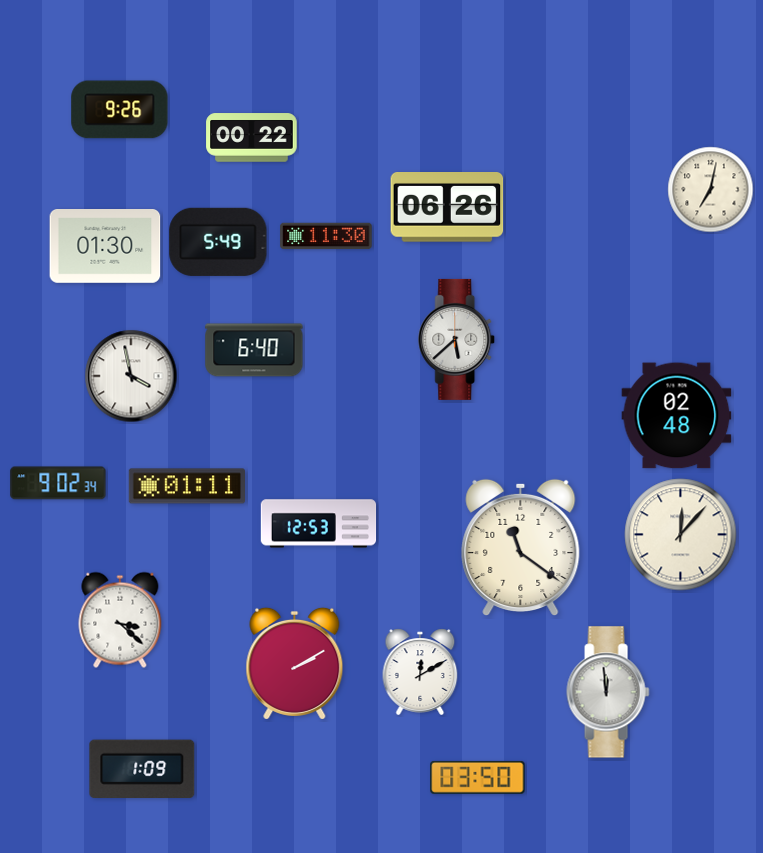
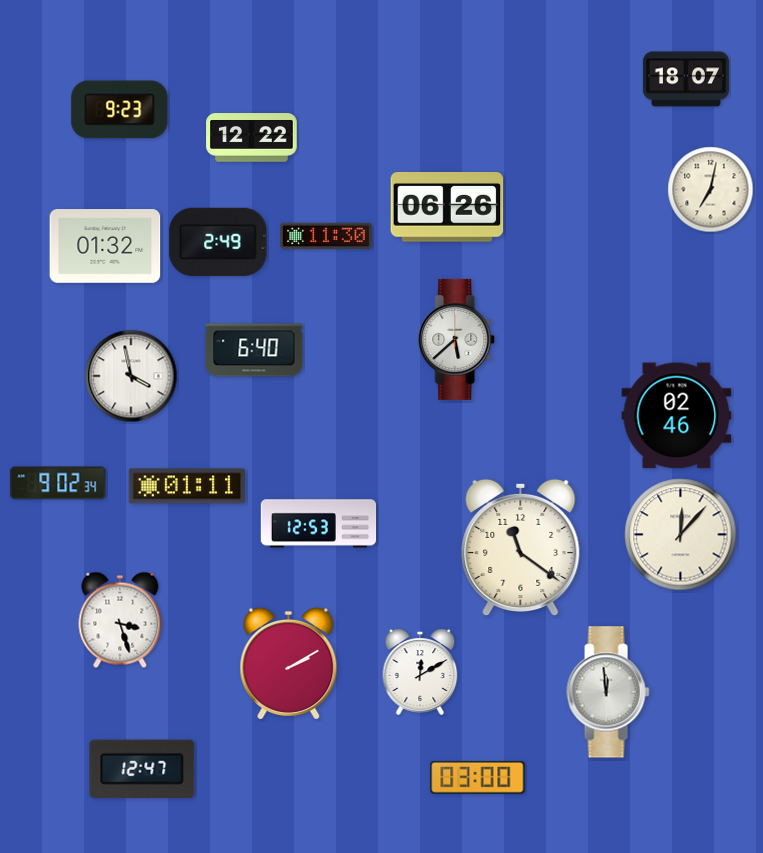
clock at (686, 79): none -> 18:07
clock at (120, 110): 9:26 -> 9:23
clock at (252, 138): 00:22 -> 12:22
clock at (218, 242): 5:49 -> 2:49
clock at (105, 247): 01:30 -> 01:32
clock at (677, 416): 02:48 -> 02:46
clock at (120, 620): 3:22 -> 3:27
clock at (295, 663) position: (295, 663) -> (289, 663)
clock at (142, 768): 1:09 -> 12:47
clock at (478, 777): 03:50 -> 03:00
